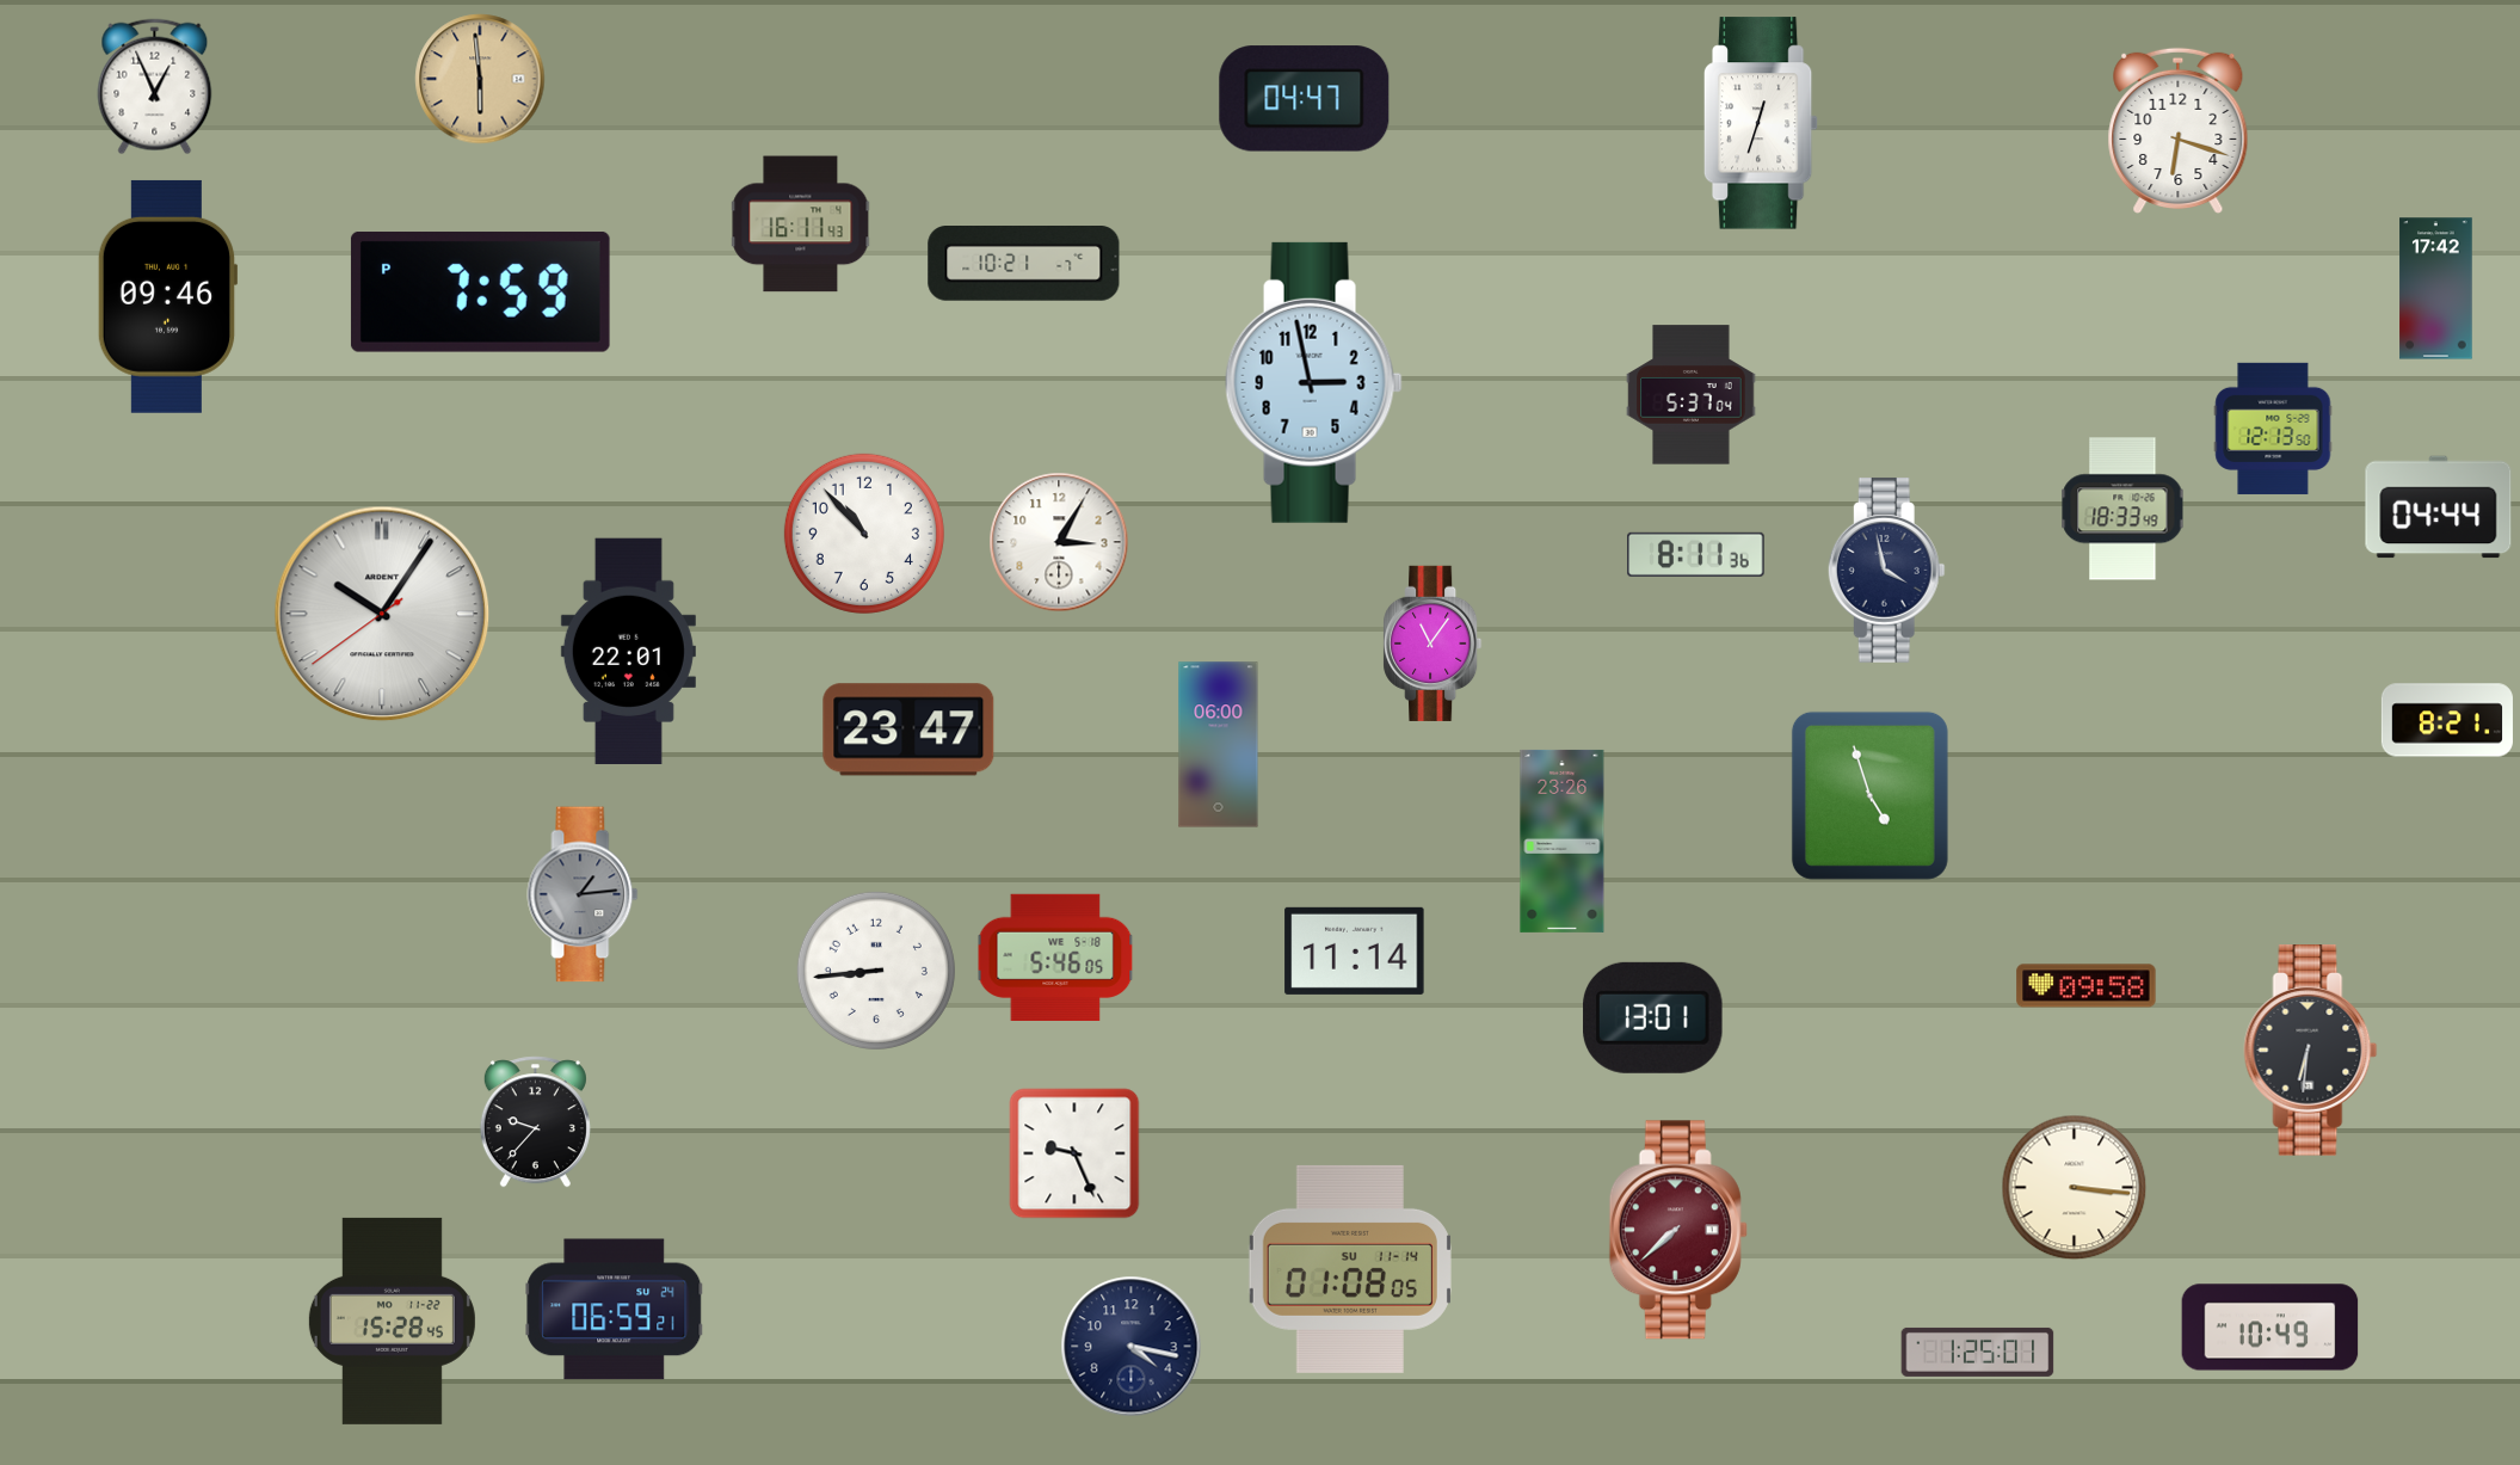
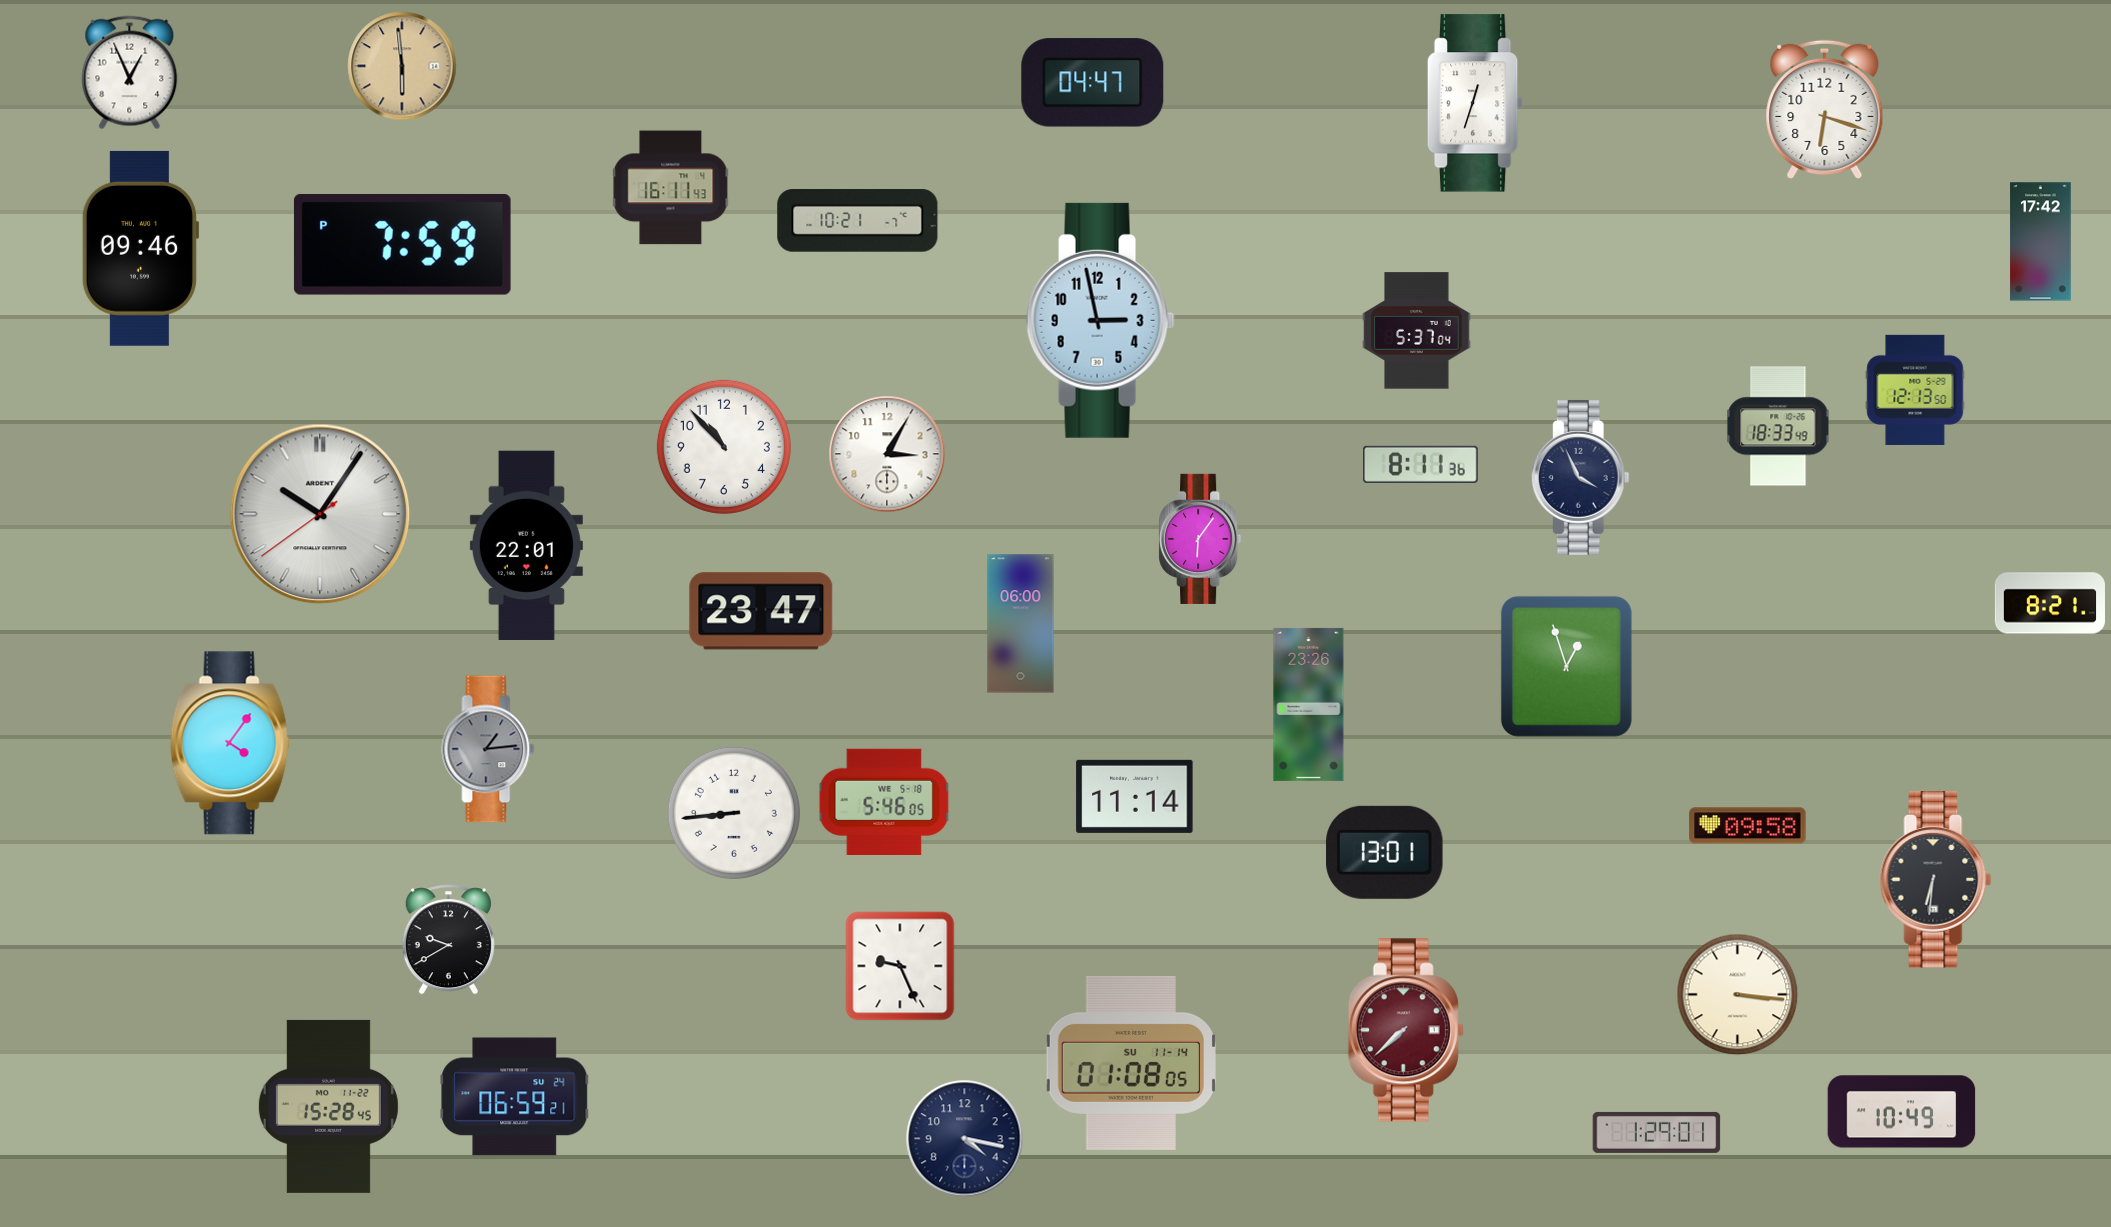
clock at (2273, 429) position: (2273, 429) -> (1915, 390)
clock at (2439, 507): 04:44 -> none
clock at (1886, 570): 3:58 -> 3:56
clock at (1432, 644): 11:06 -> 6:06
clock at (1869, 795): 4:57 -> 12:57
clock at (230, 743): none -> 4:06
clock at (535, 1122): 9:37 -> 9:40
clock at (1132, 1347) position: (1132, 1347) -> (965, 1139)
clock at (1978, 1352): 1:25 -> 1:29
